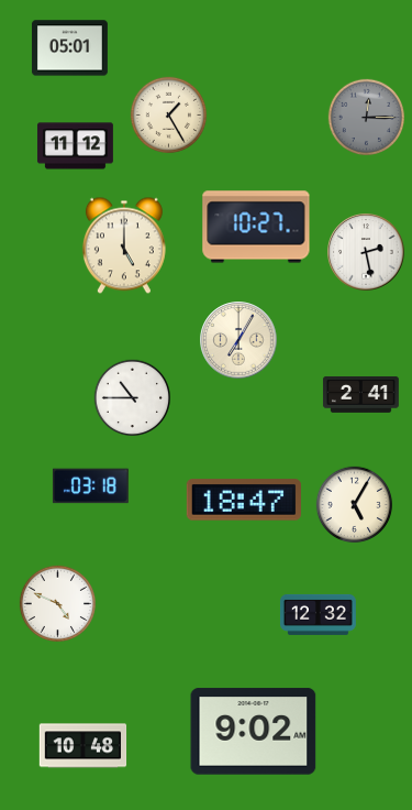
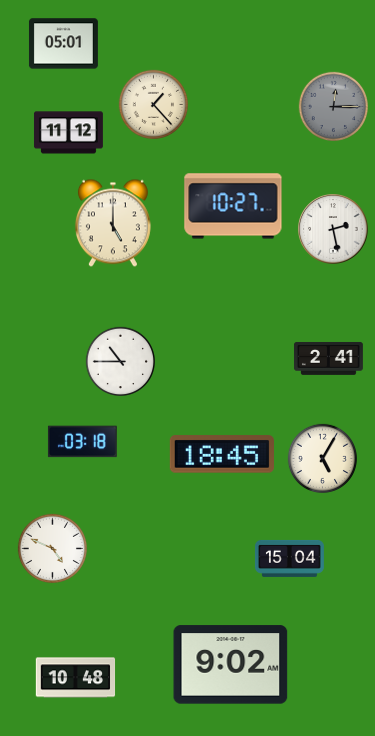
clock at (168, 114): 1:25 -> 1:23
clock at (238, 340): 7:05 -> none
clock at (244, 500): 18:47 -> 18:45
clock at (318, 614): 12:32 -> 15:04
